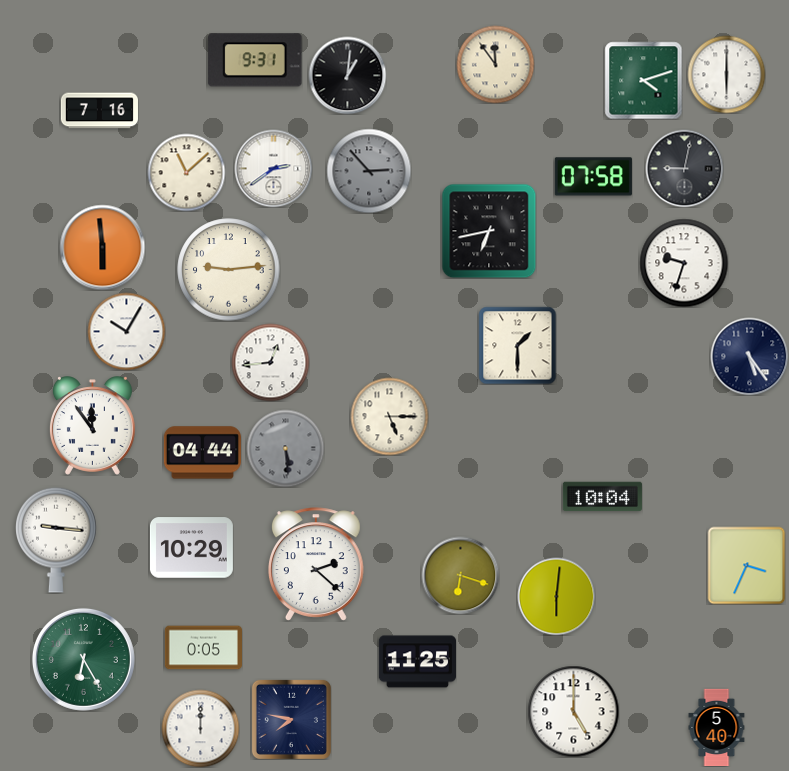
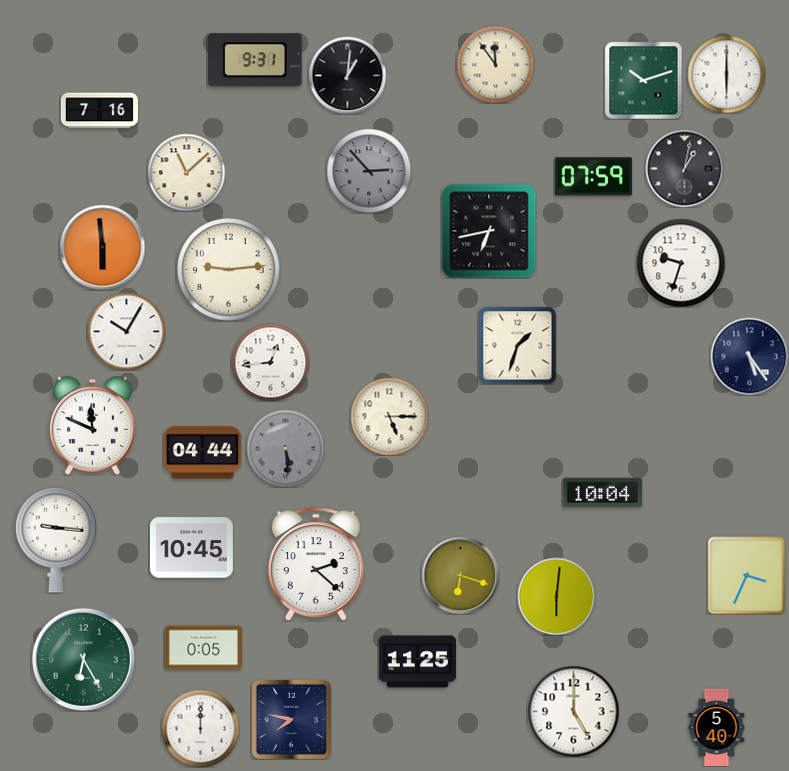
clock at (643, 80): 4:12 -> 10:12
clock at (273, 168): 2:39 -> none
clock at (684, 168): 9:02 -> 1:02
clock at (593, 177): 07:58 -> 07:59
clock at (684, 263) position: (684, 263) -> (681, 263)
clock at (517, 345): 1:30 -> 1:33
clock at (92, 426): 11:54 -> 11:49
clock at (602, 497) position: (602, 497) -> (602, 493)
clock at (191, 548): 10:29 -> 10:45
clock at (746, 565) position: (746, 565) -> (746, 575)
